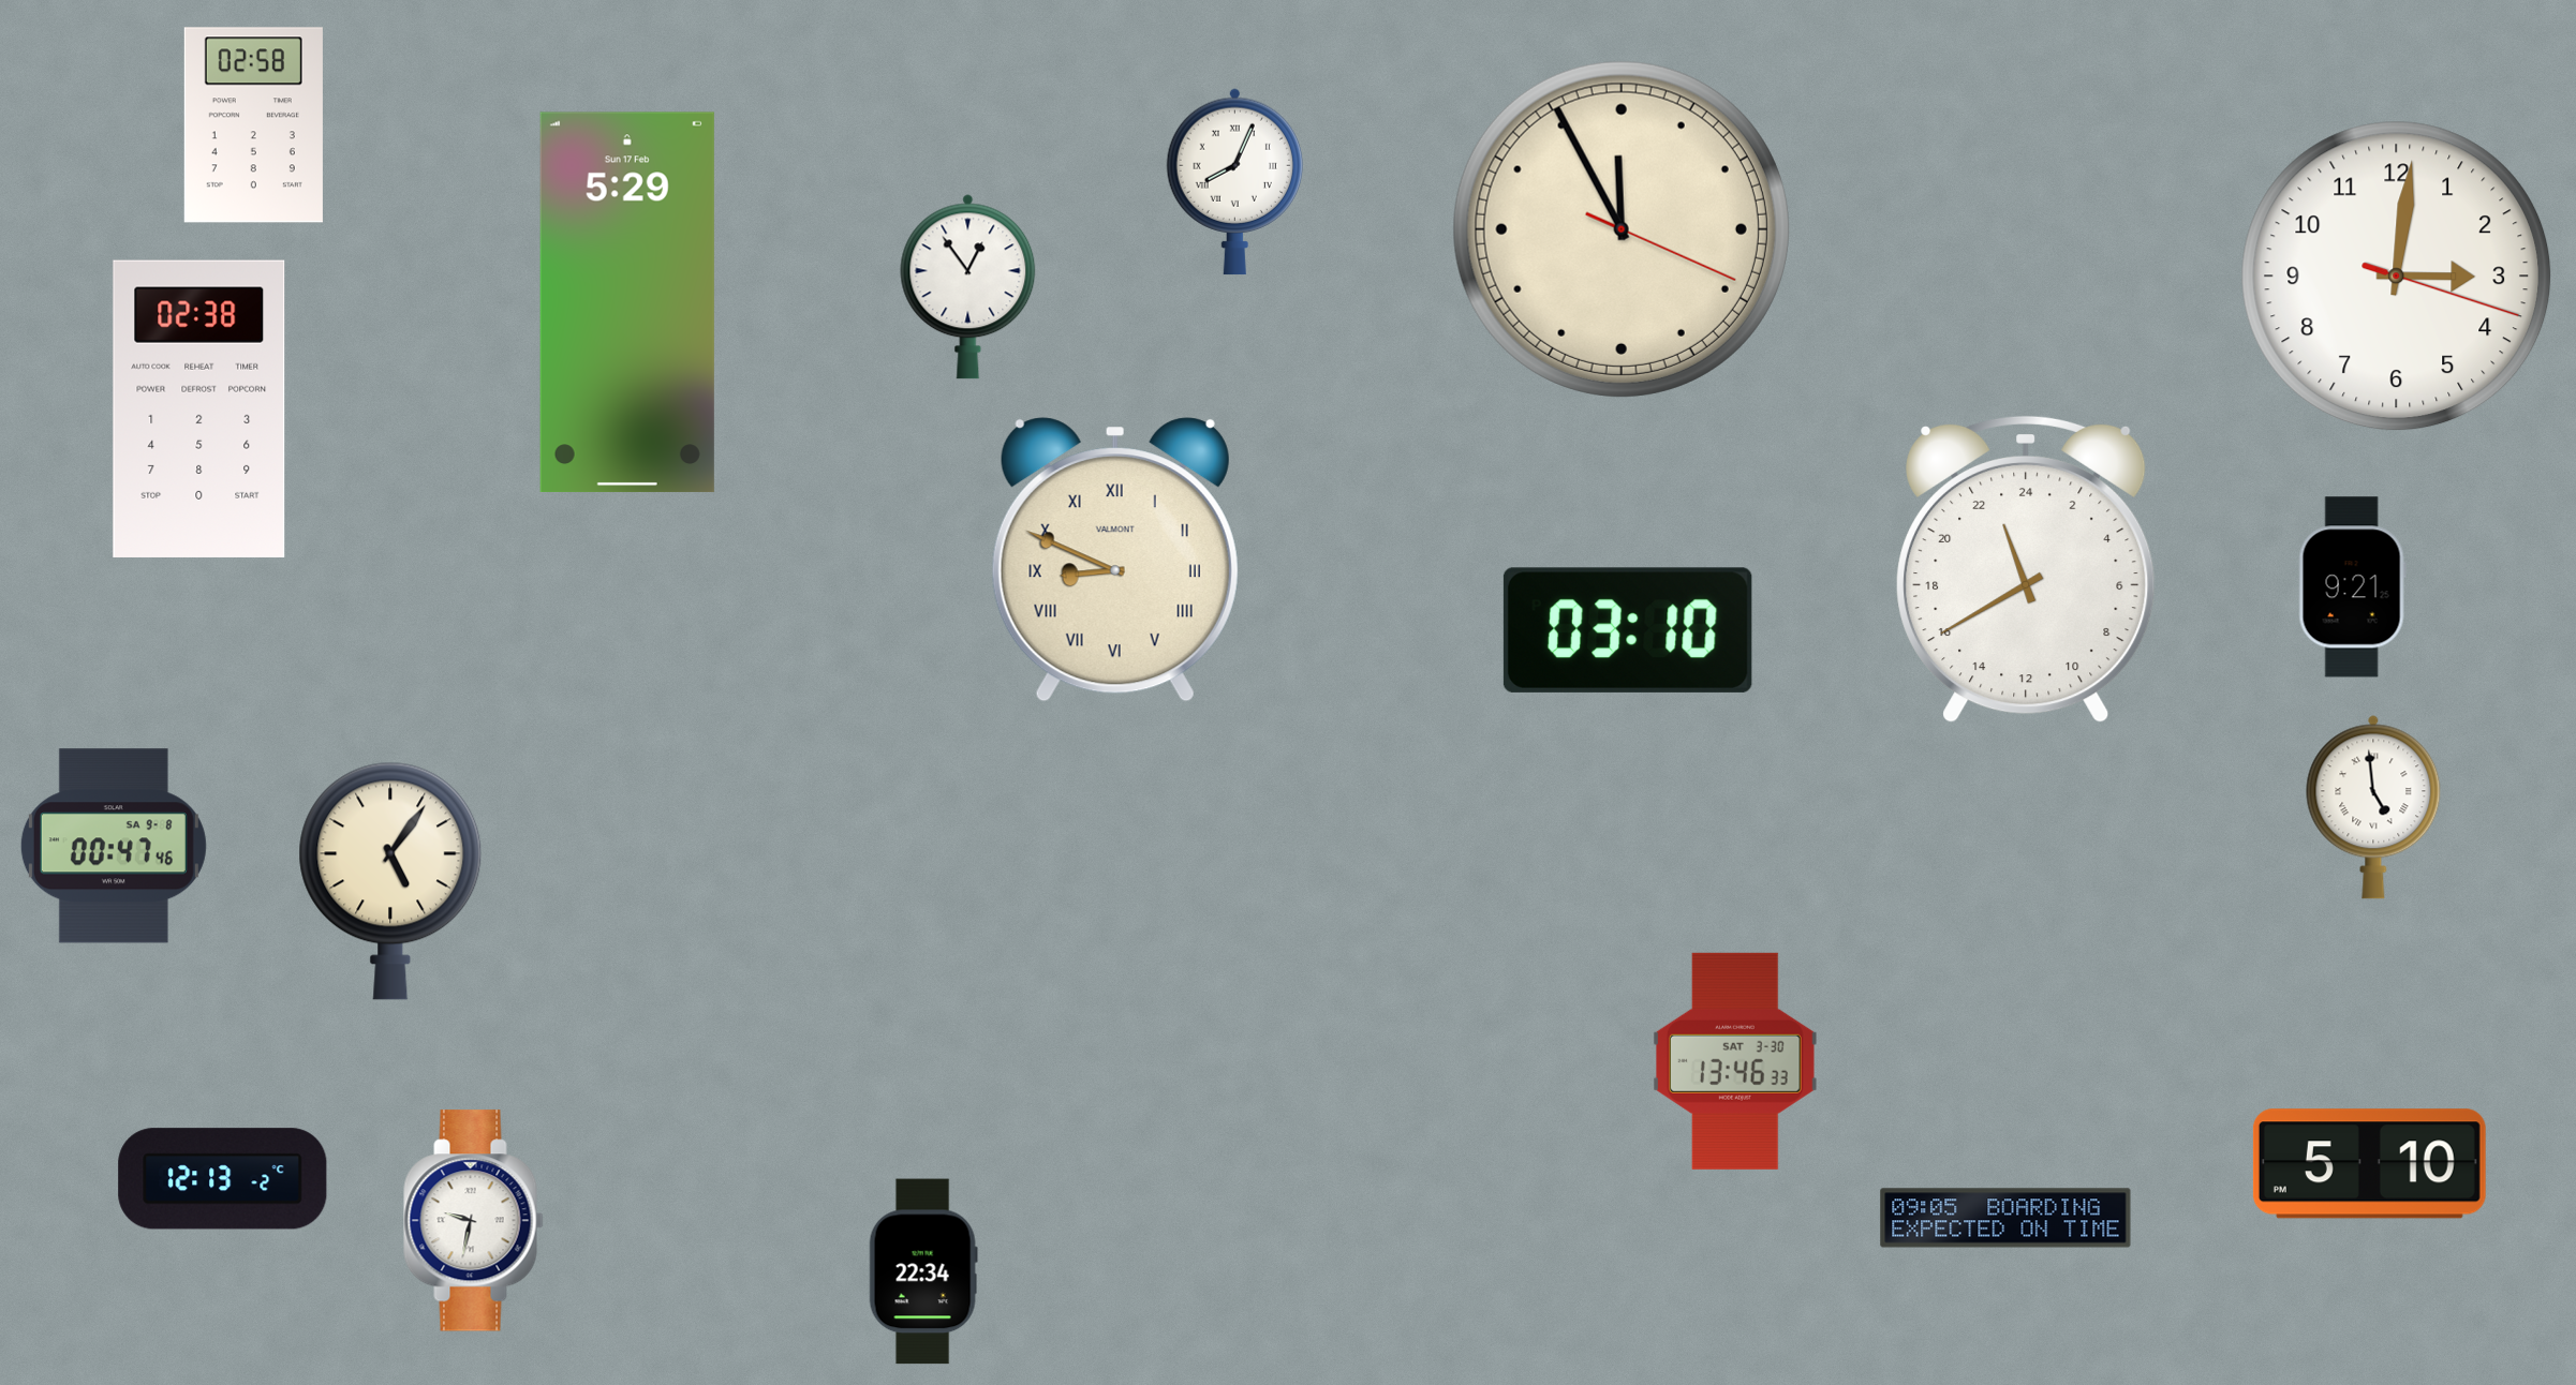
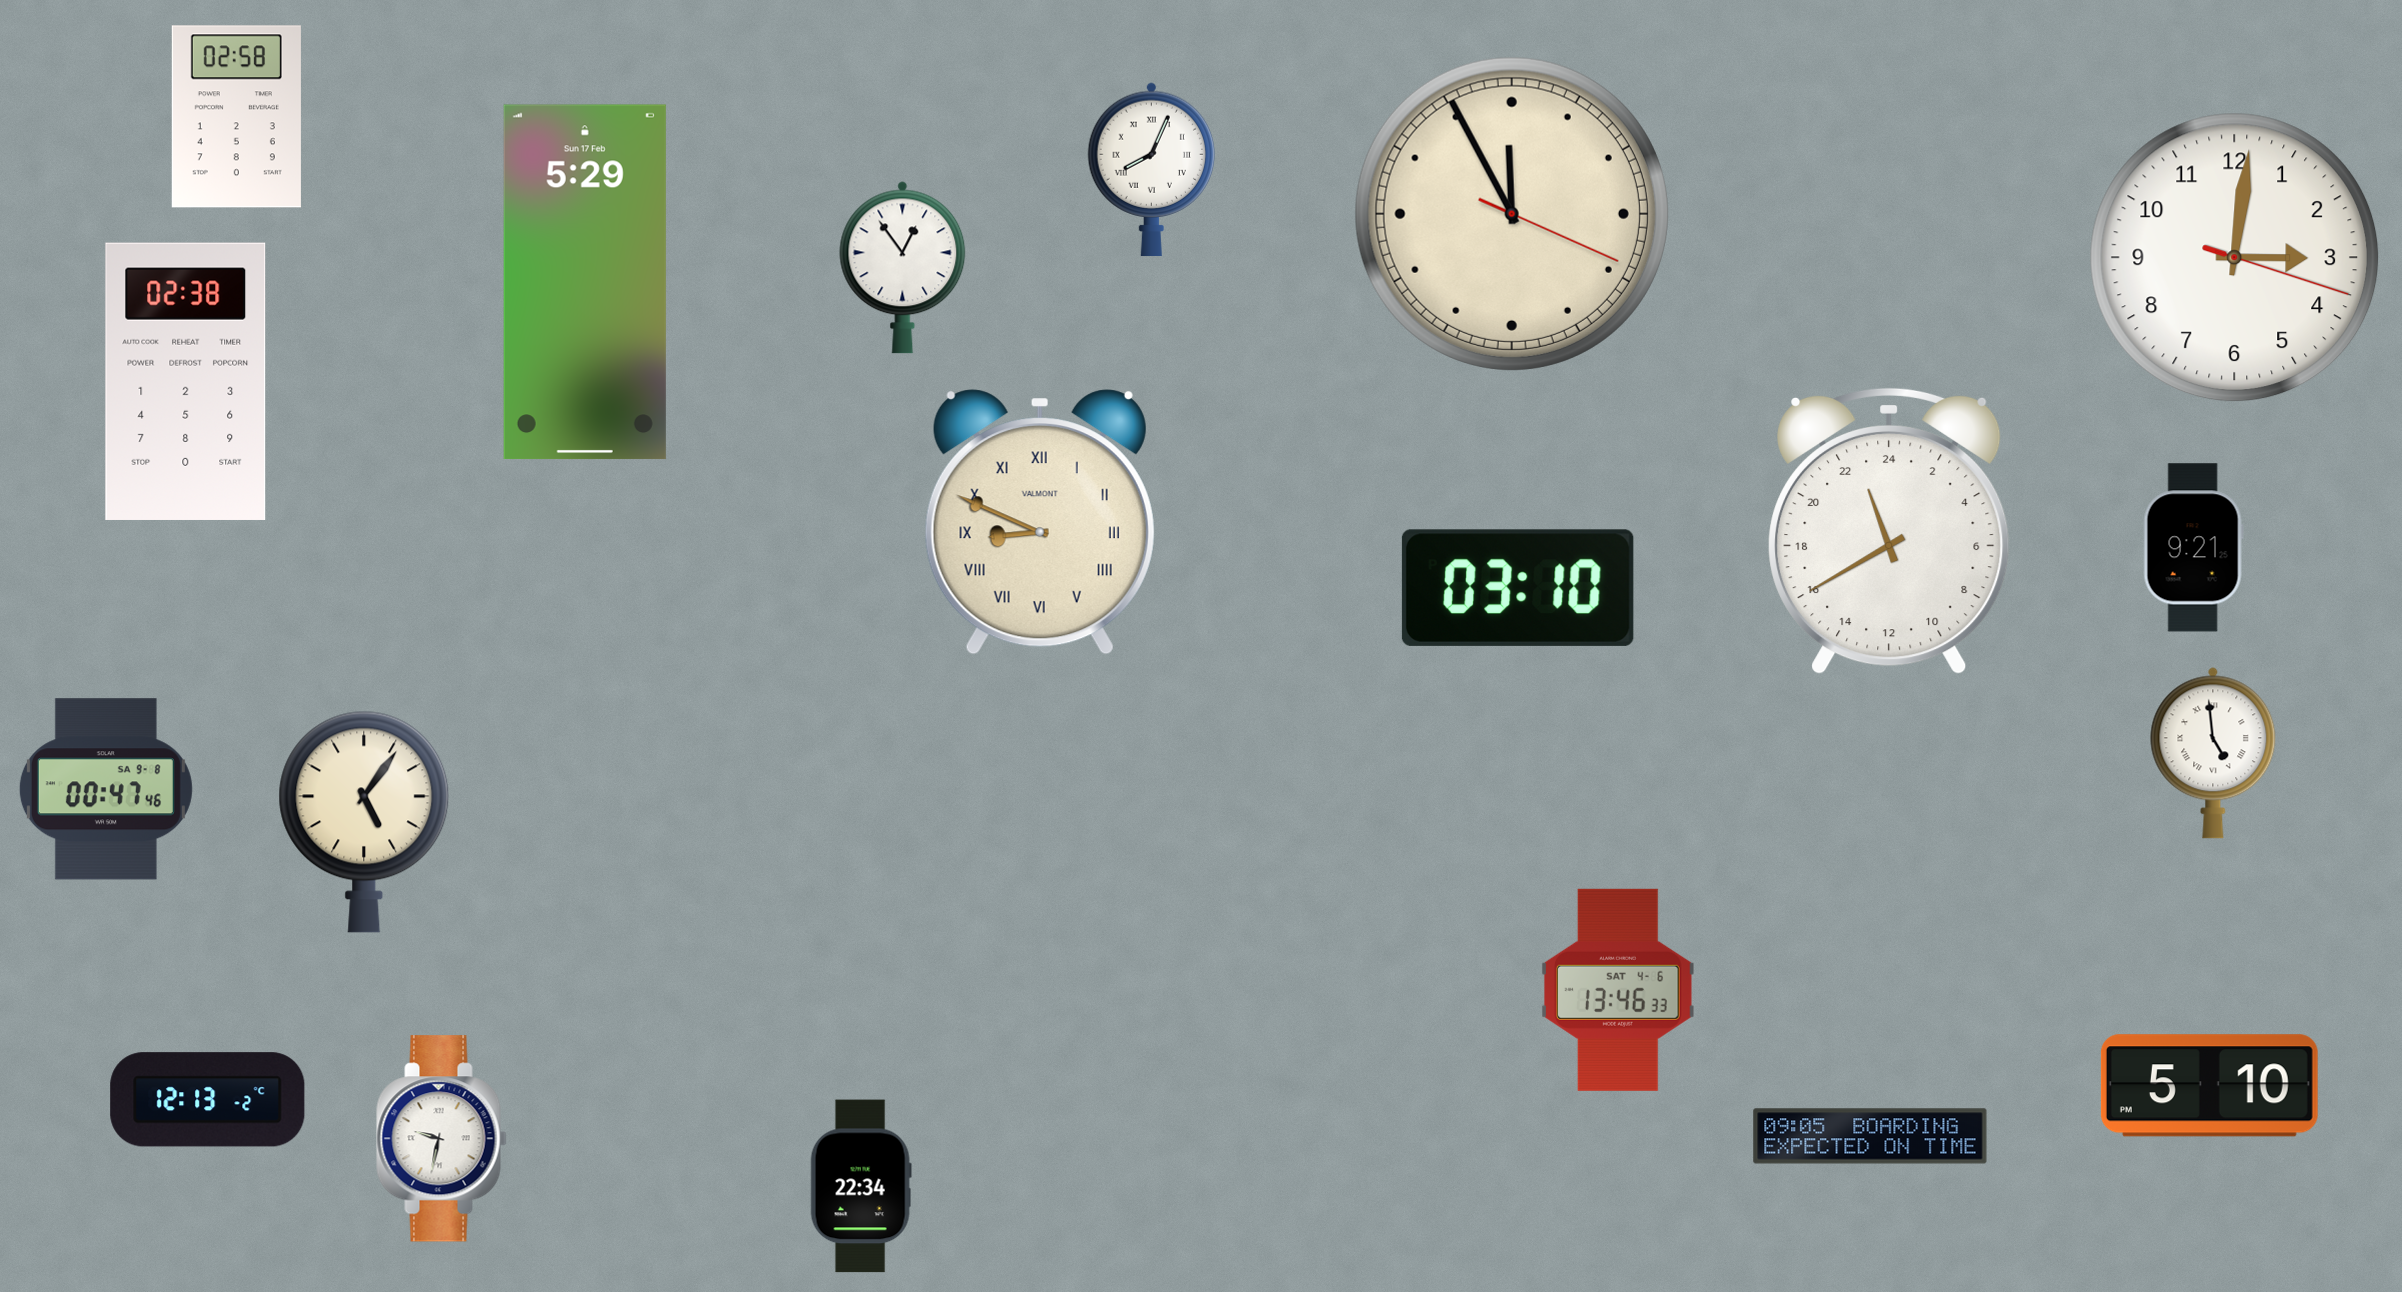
clock at (1735, 1061) date: SAT 3-30 -> SAT 4-6
